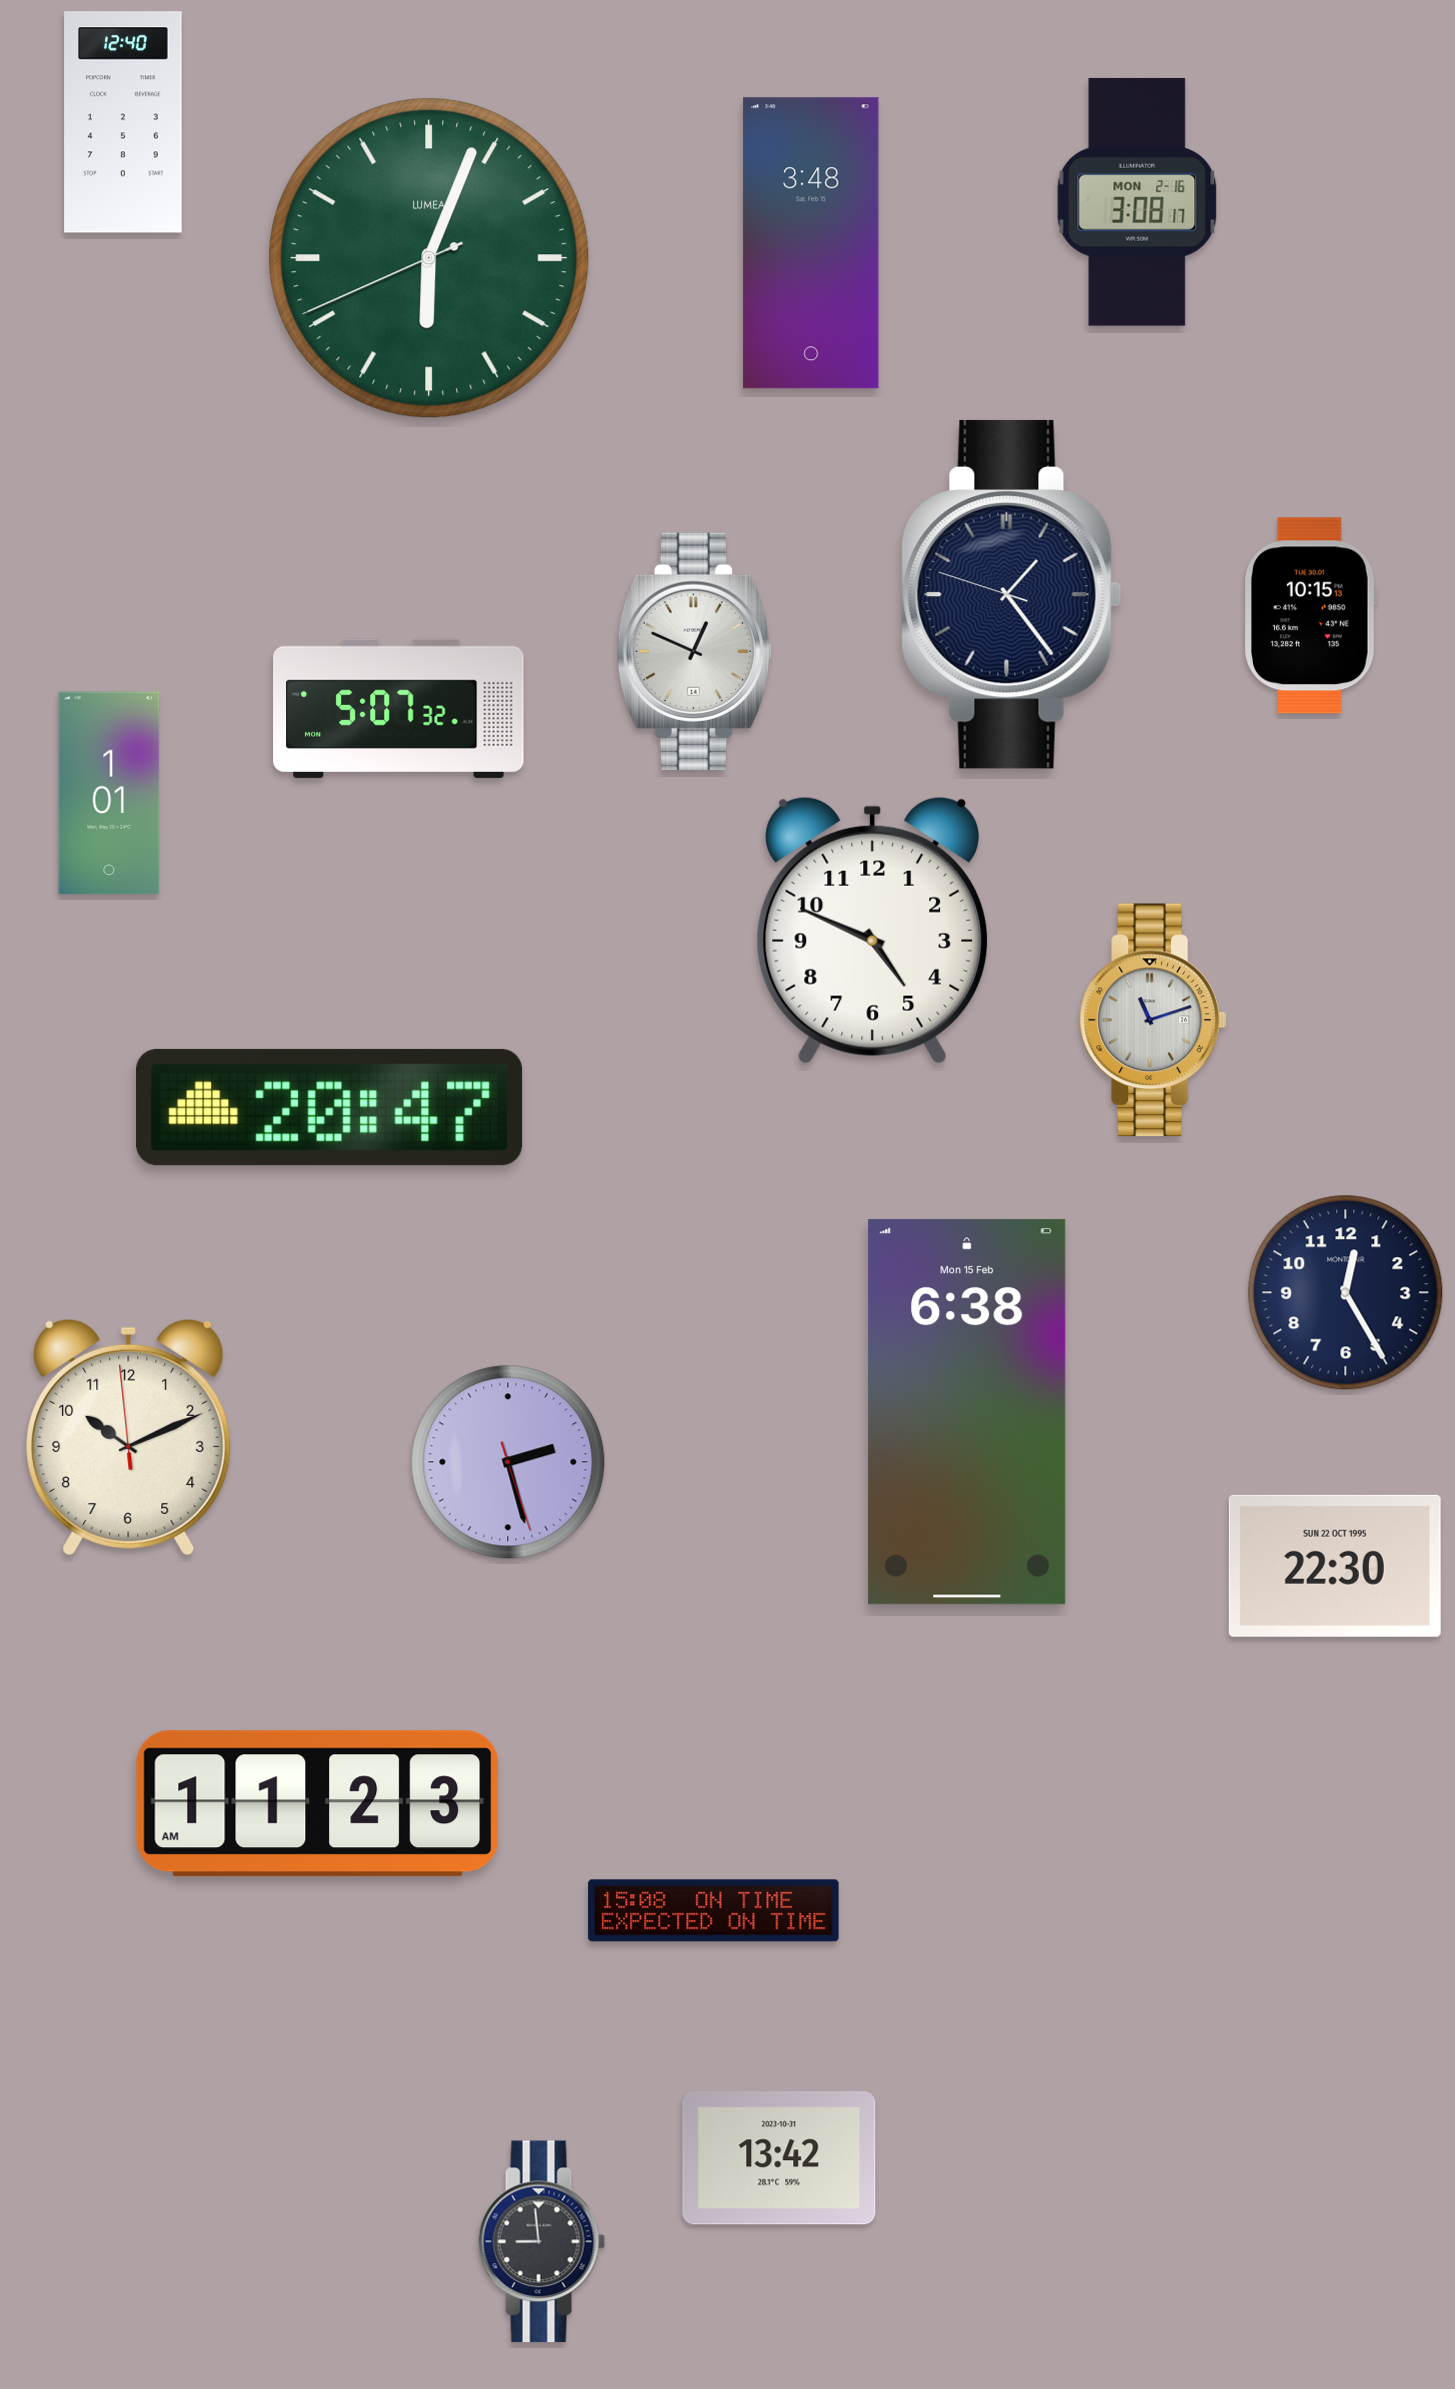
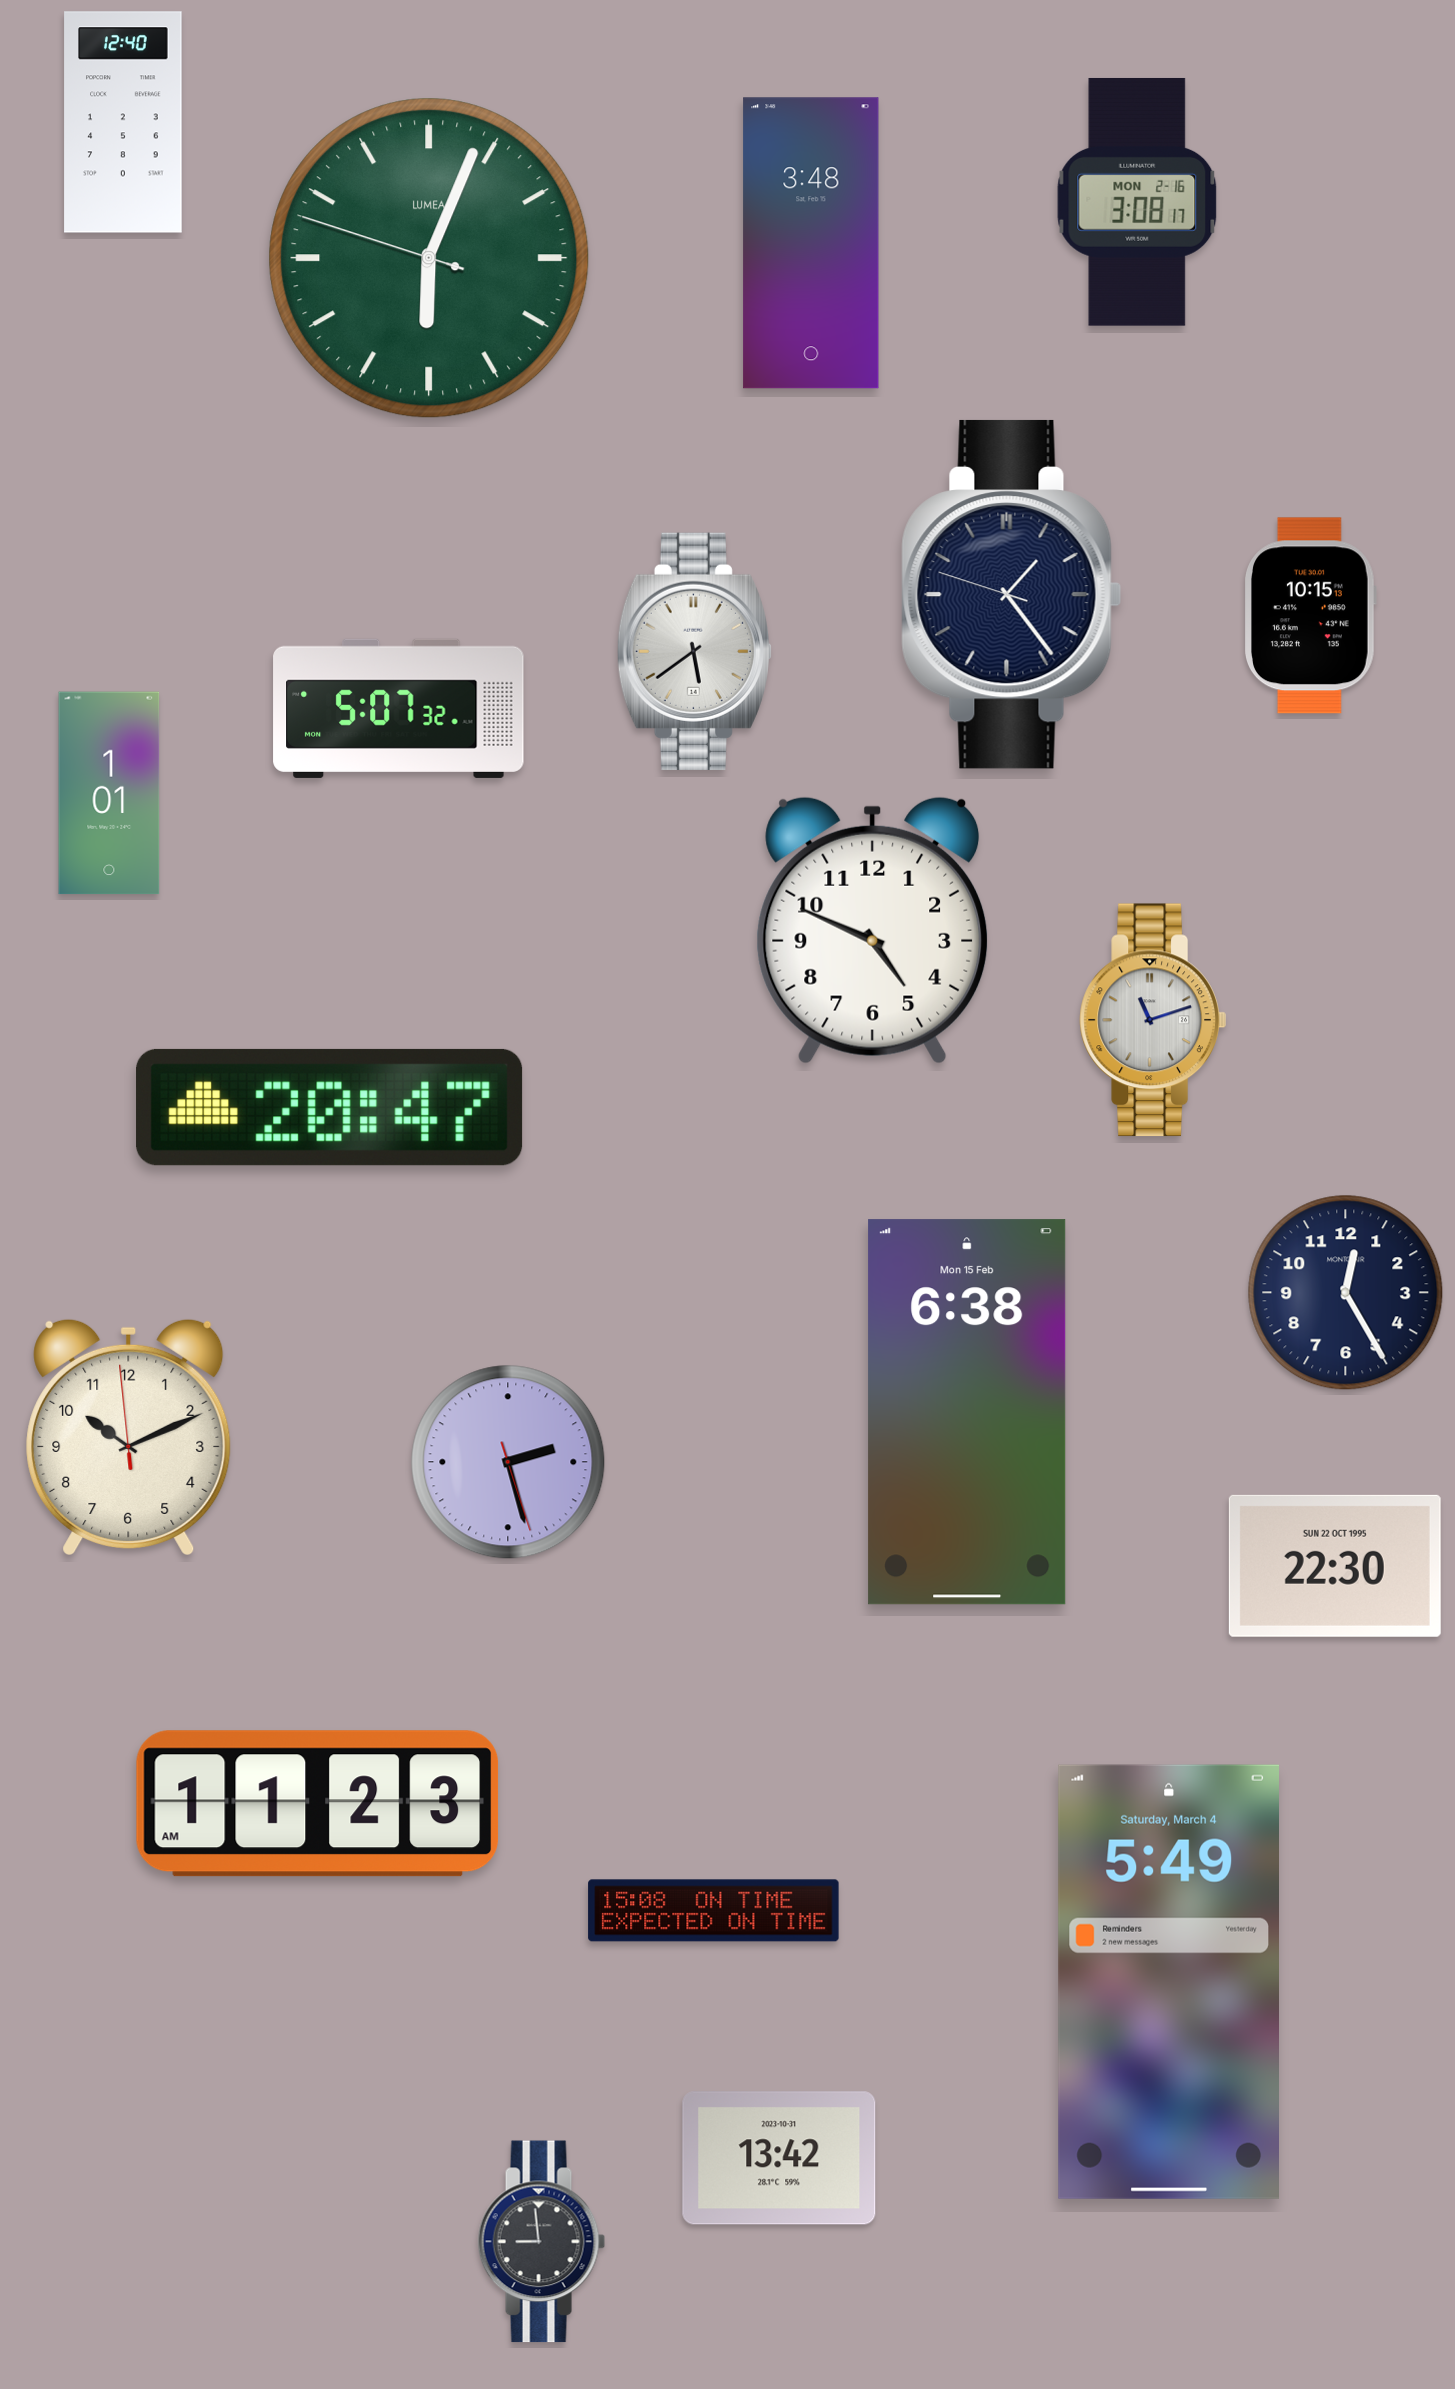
clock at (429, 258): 6:03:41 -> 6:03:48
clock at (694, 651): 12:49 -> 5:39
clock at (1168, 1982): none -> 5:49
